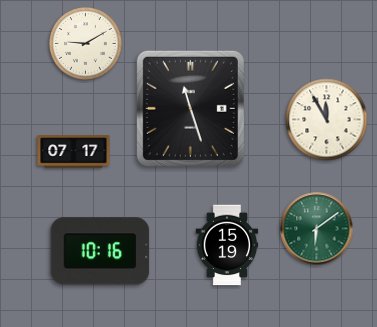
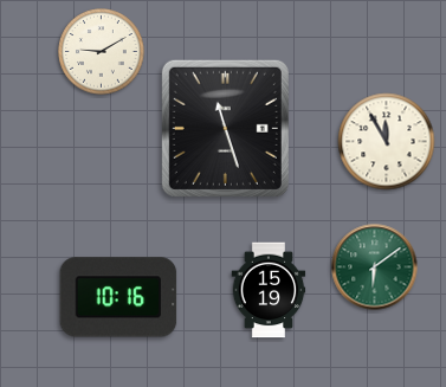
clock at (74, 152): 07:17 -> none
clock at (317, 229) position: (317, 229) -> (375, 267)
